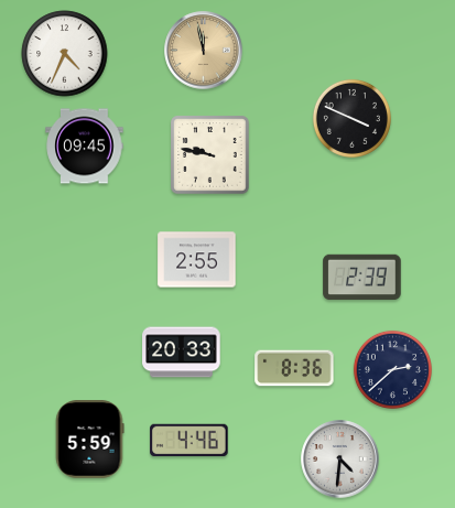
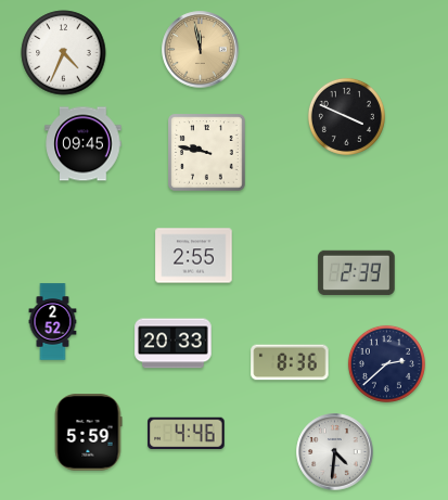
clock at (53, 322): none -> 2:52
clock at (182, 353) position: (182, 353) -> (174, 344)
